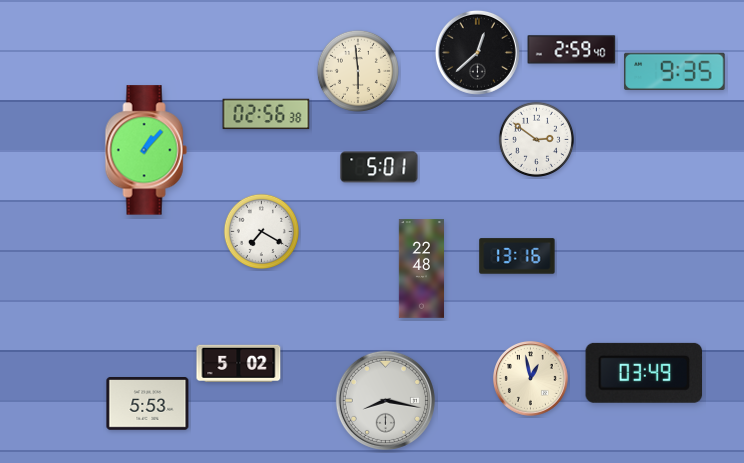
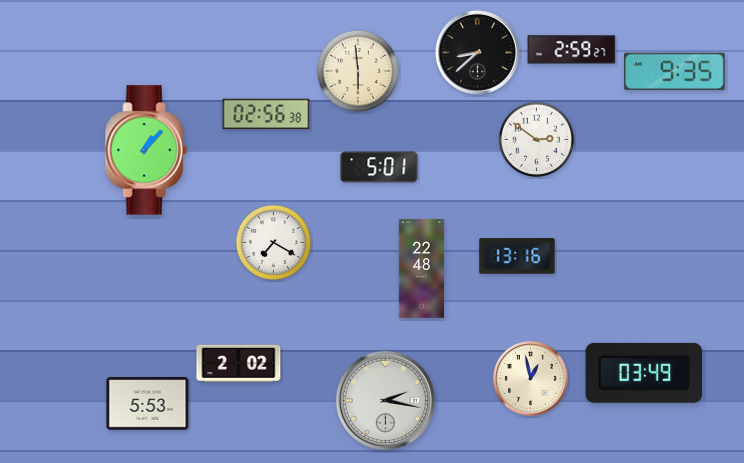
clock at (572, 50): 2:59:40 -> 2:59:27
clock at (477, 52): 12:38 -> 8:38
clock at (261, 231) position: (261, 231) -> (273, 242)
clock at (239, 363): 5:02 -> 2:02
clock at (385, 400): 8:17 -> 2:17
